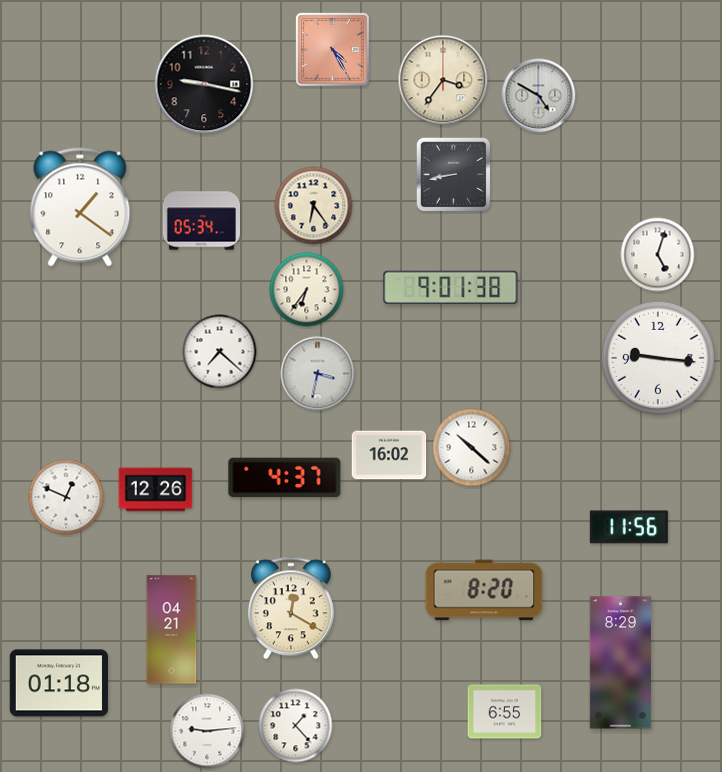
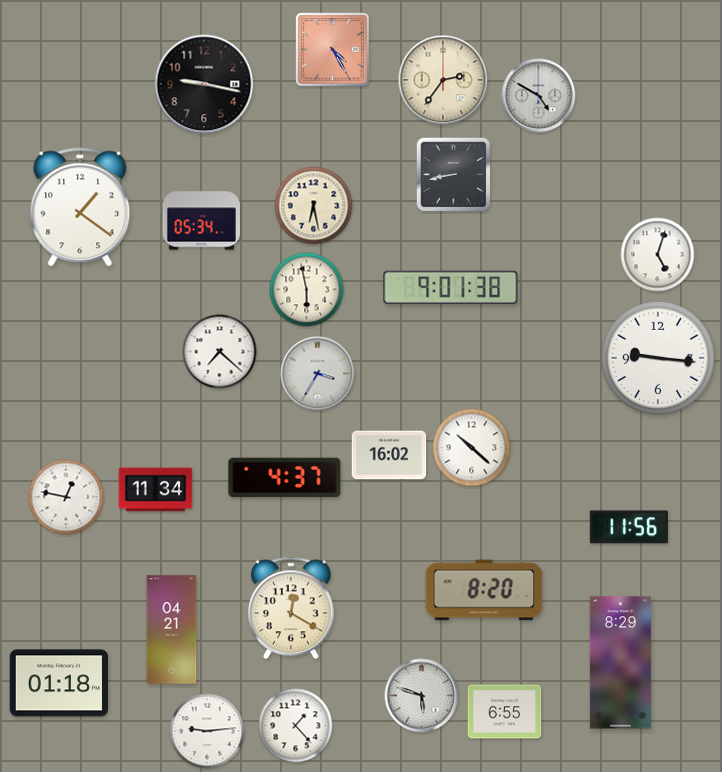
clock at (443, 80): 3:36 -> 2:36
clock at (314, 206): 6:24 -> 6:28
clock at (307, 290): 6:36 -> 5:58
clock at (318, 374): 3:32 -> 3:35
clock at (156, 490): 12:26 -> 11:34
clock at (66, 497): 12:49 -> 12:47
clock at (422, 696): none -> 5:48
